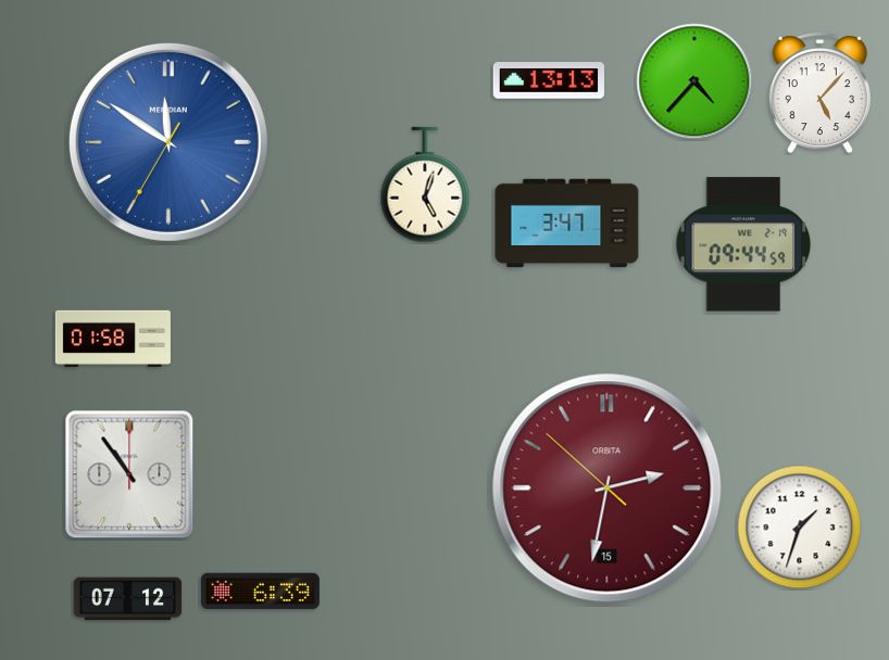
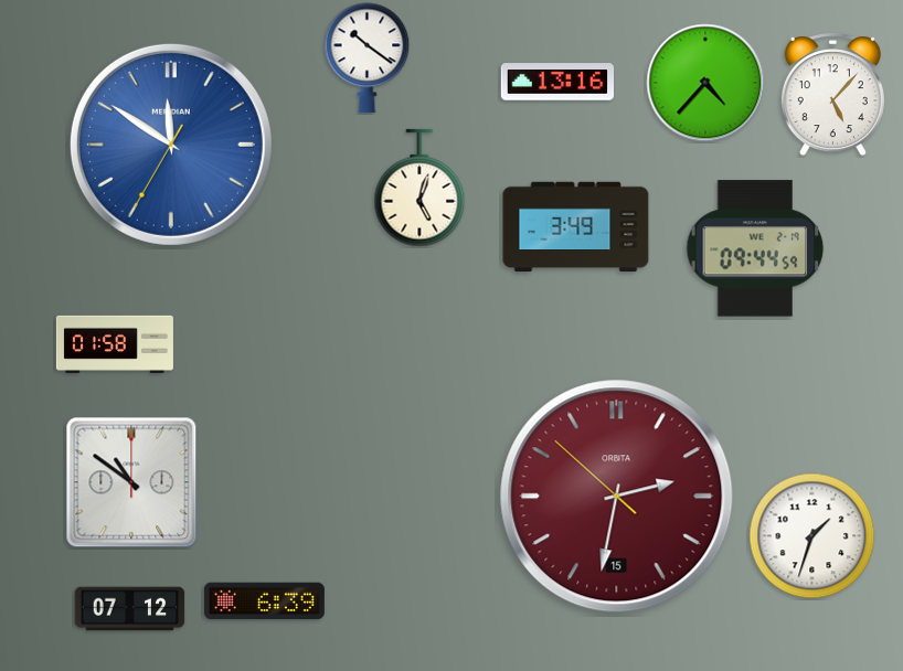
clock at (368, 58): none -> 10:21
clock at (548, 80): 13:13 -> 13:16
clock at (425, 185) position: (425, 185) -> (419, 188)
clock at (567, 224): 3:47 -> 3:49
clock at (129, 474): 10:54 -> 10:51
